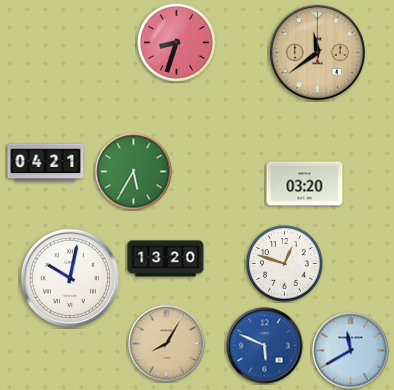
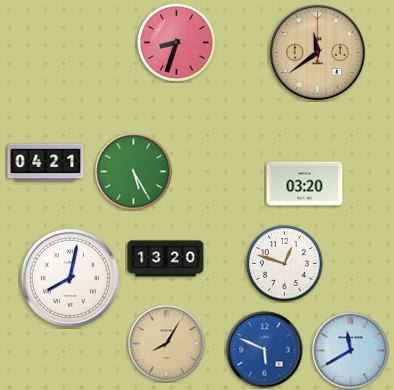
clock at (134, 172): 5:35 -> 5:25
clock at (70, 278): 10:02 -> 8:02
clock at (265, 346) position: (265, 346) -> (265, 350)
